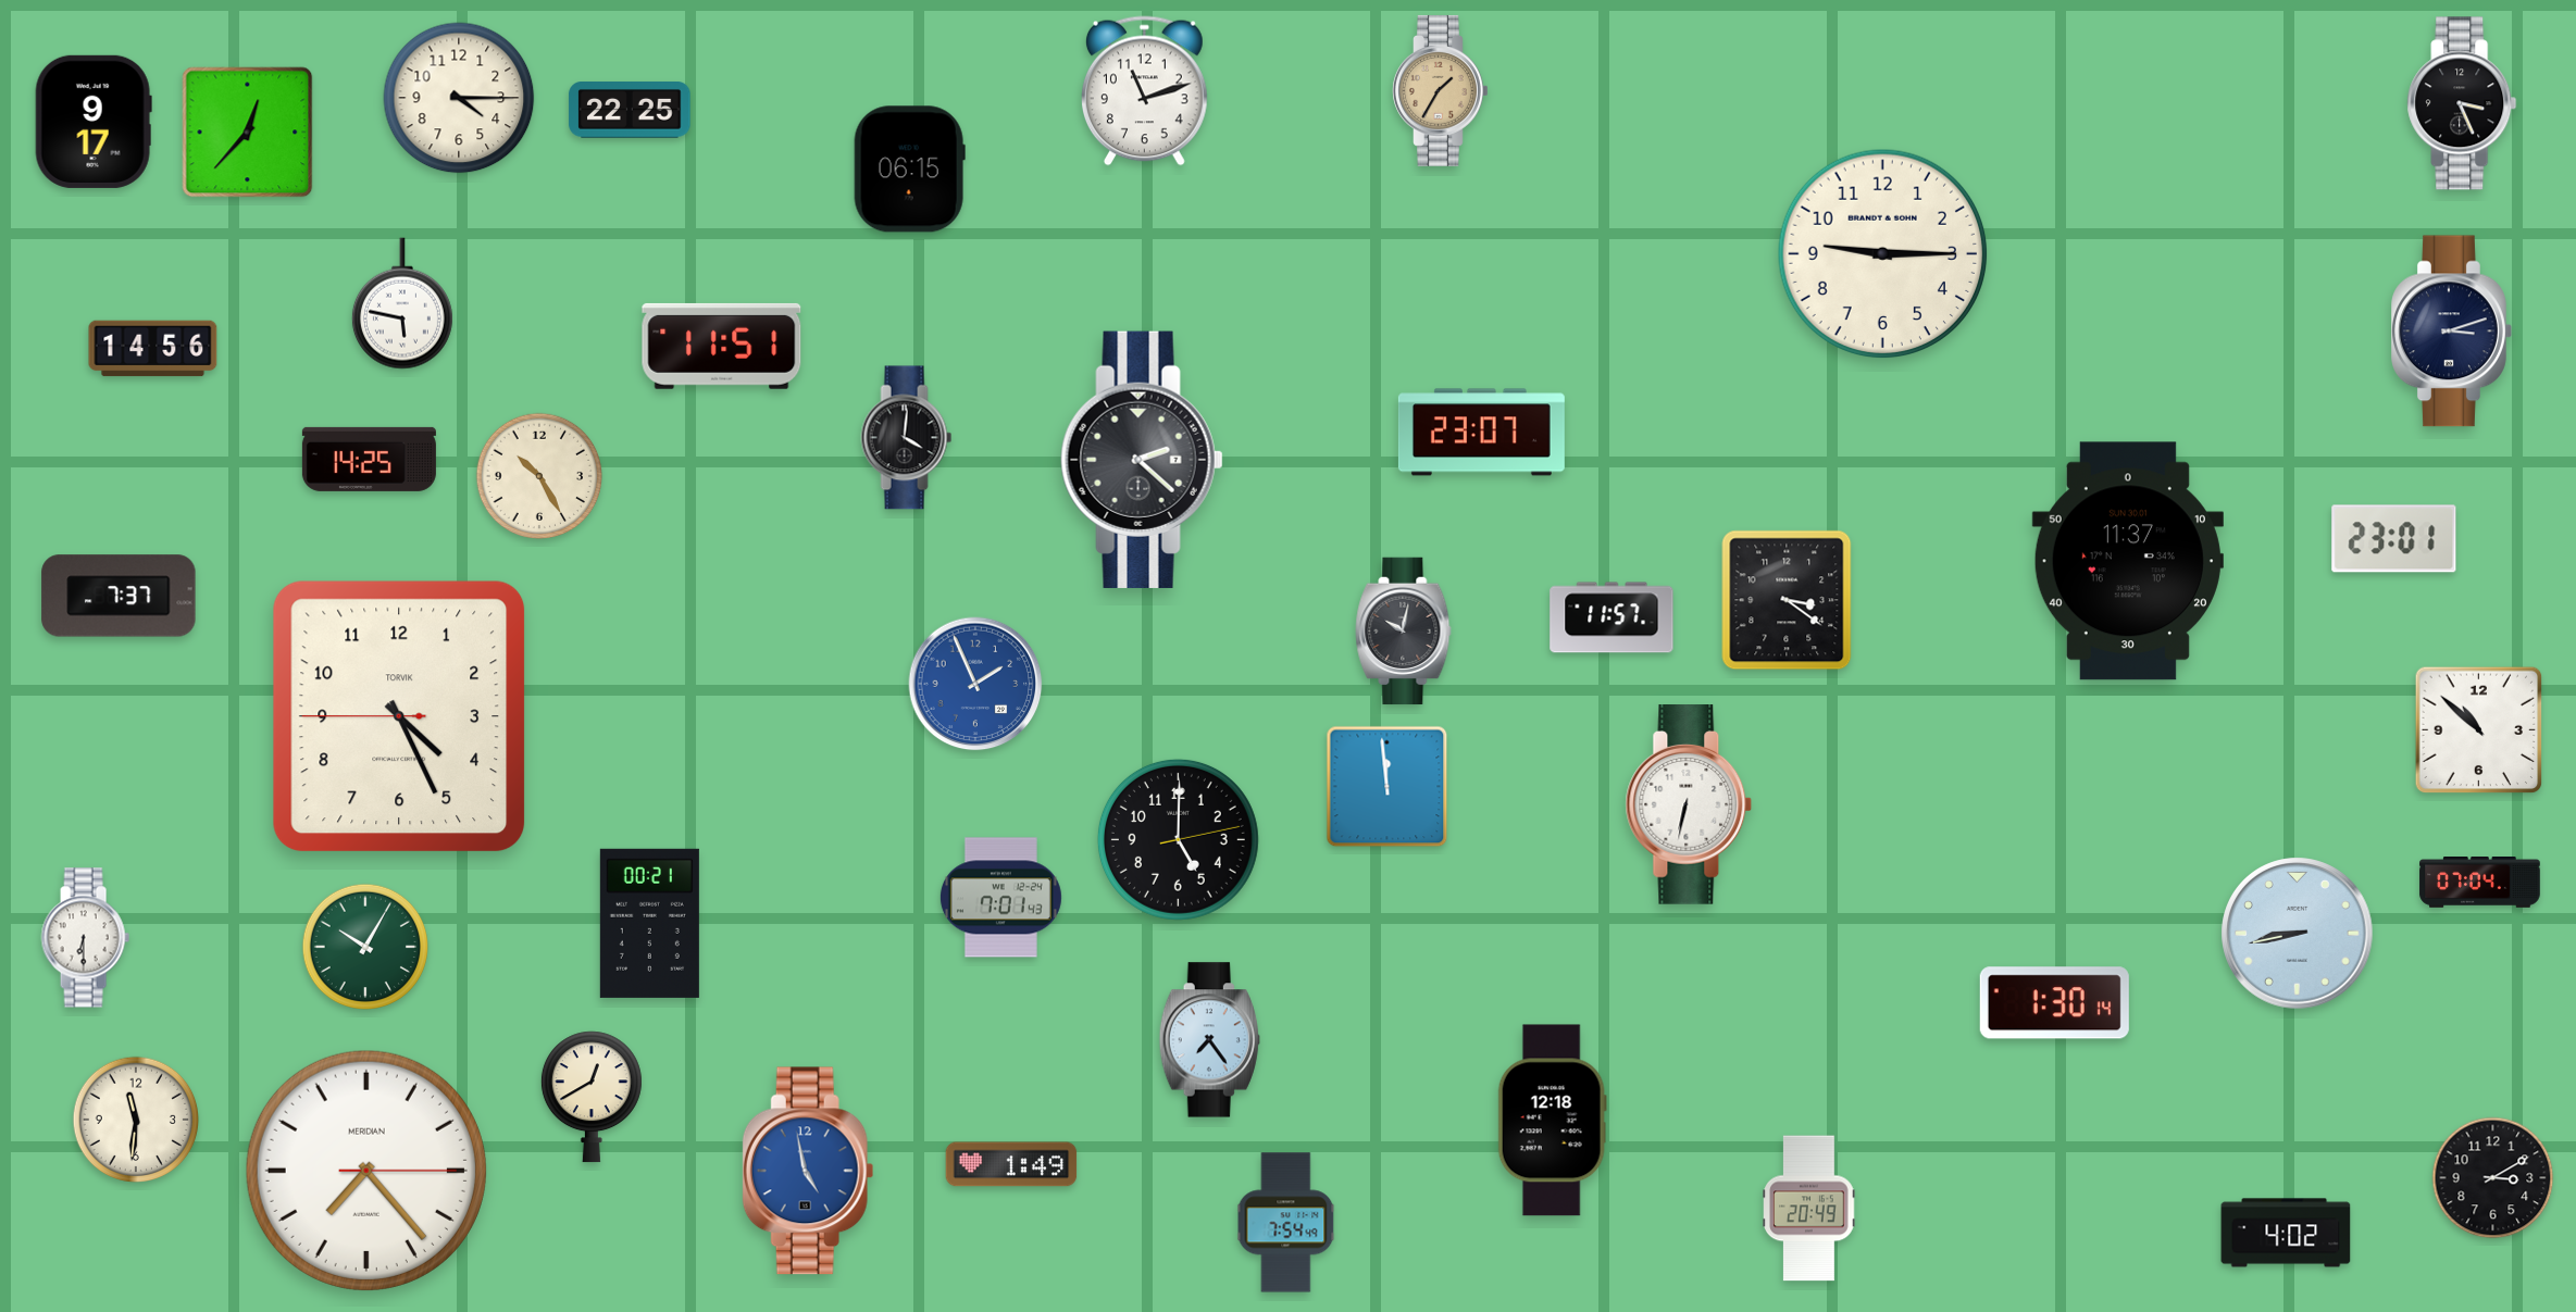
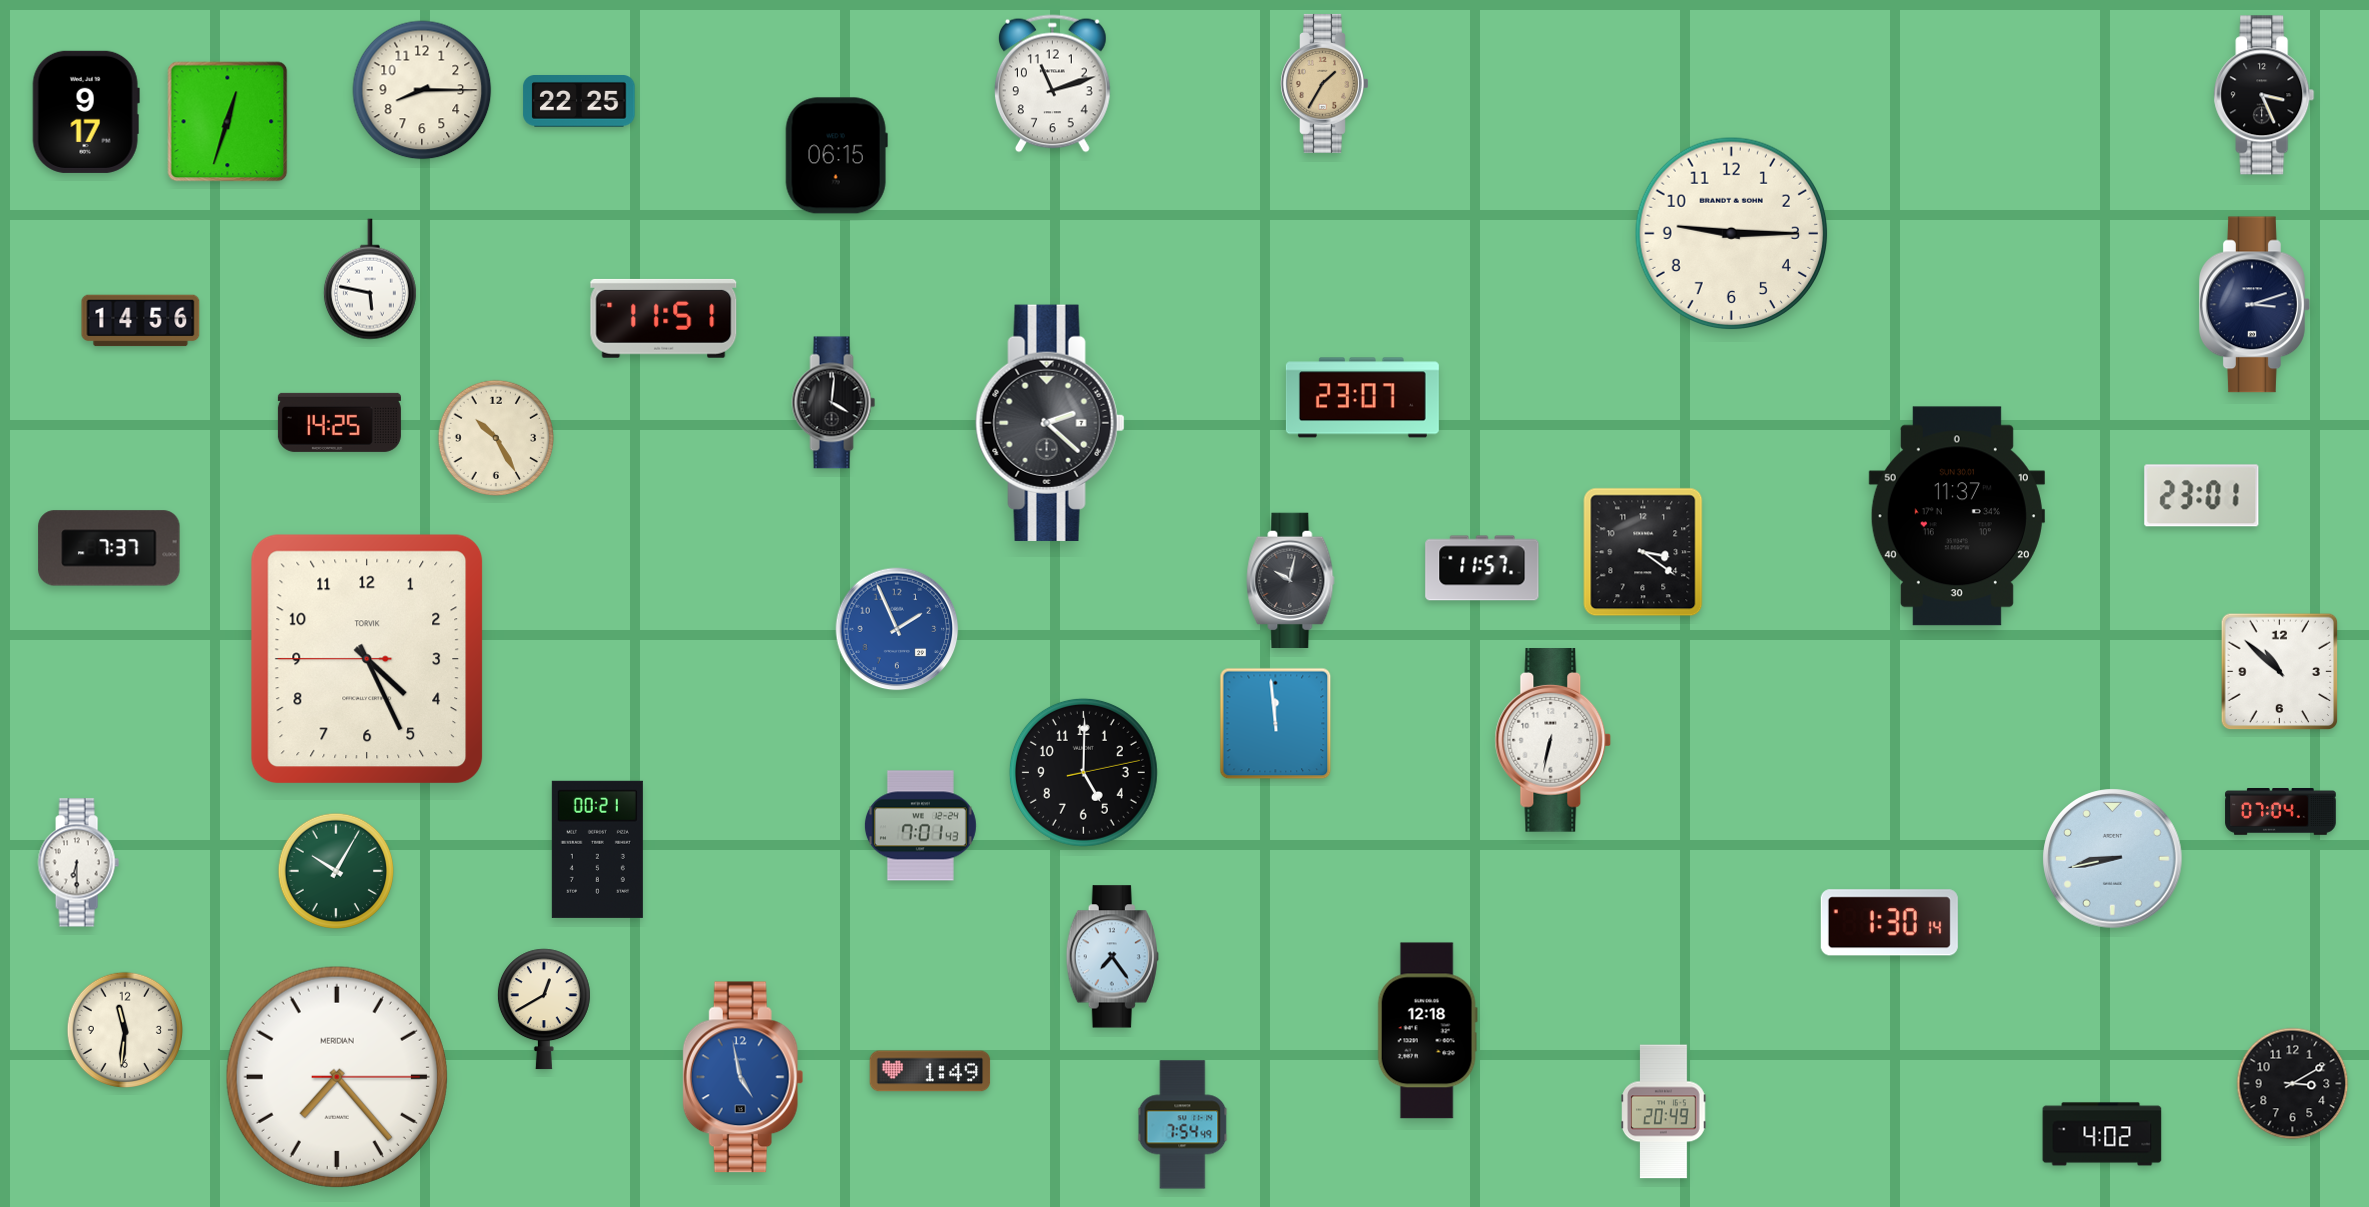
clock at (459, 98): 4:15 -> 8:15
clock at (248, 133): 12:37 -> 12:33
